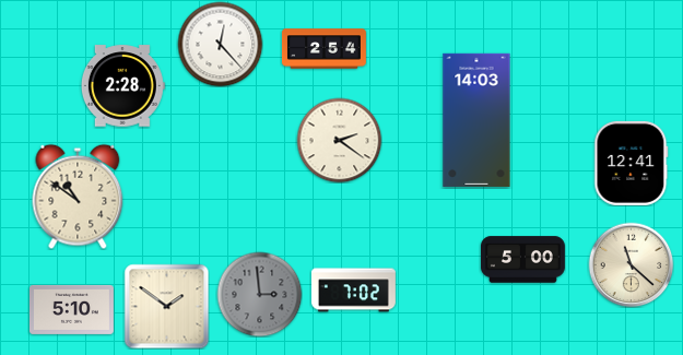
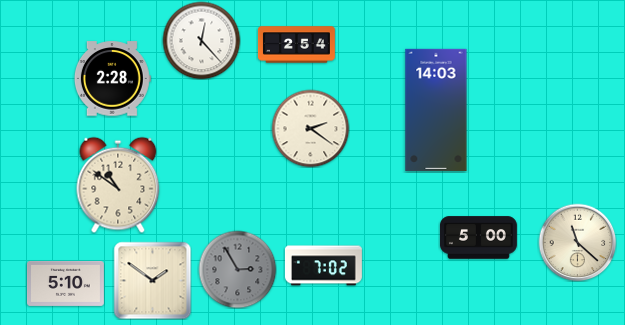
clock at (632, 163): 12:41 -> none
clock at (78, 197) position: (78, 197) -> (118, 185)
clock at (259, 294): 2:59 -> 2:55
